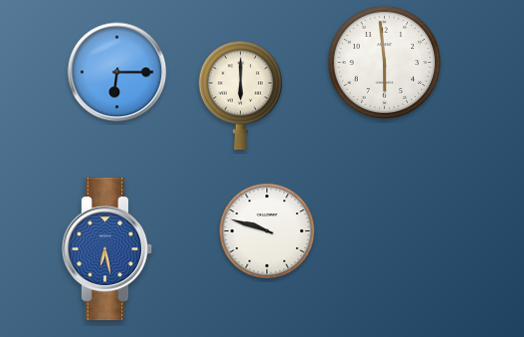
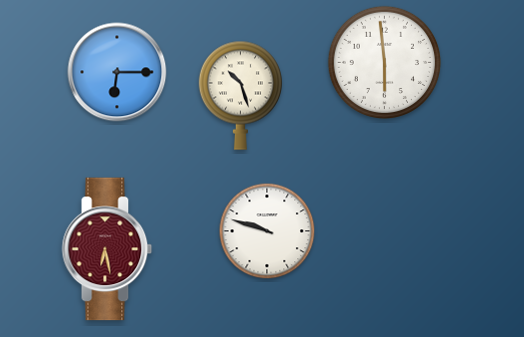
clock at (240, 95): 6:00 -> 10:27
clock at (107, 249) dial: blue -> burgundy
